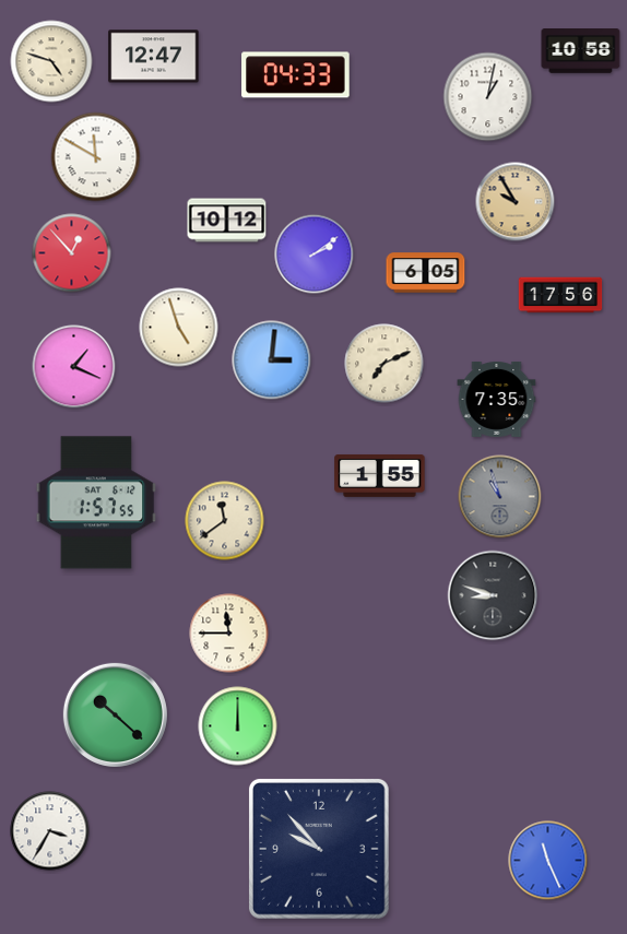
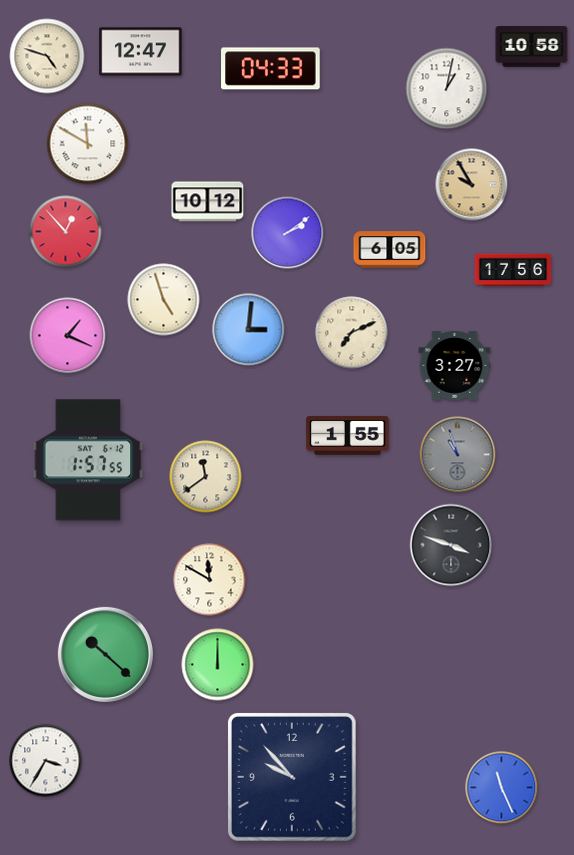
clock at (497, 399): 7:35 -> 3:27
clock at (493, 595): 8:48 -> 3:48
clock at (229, 634): 11:45 -> 11:50
